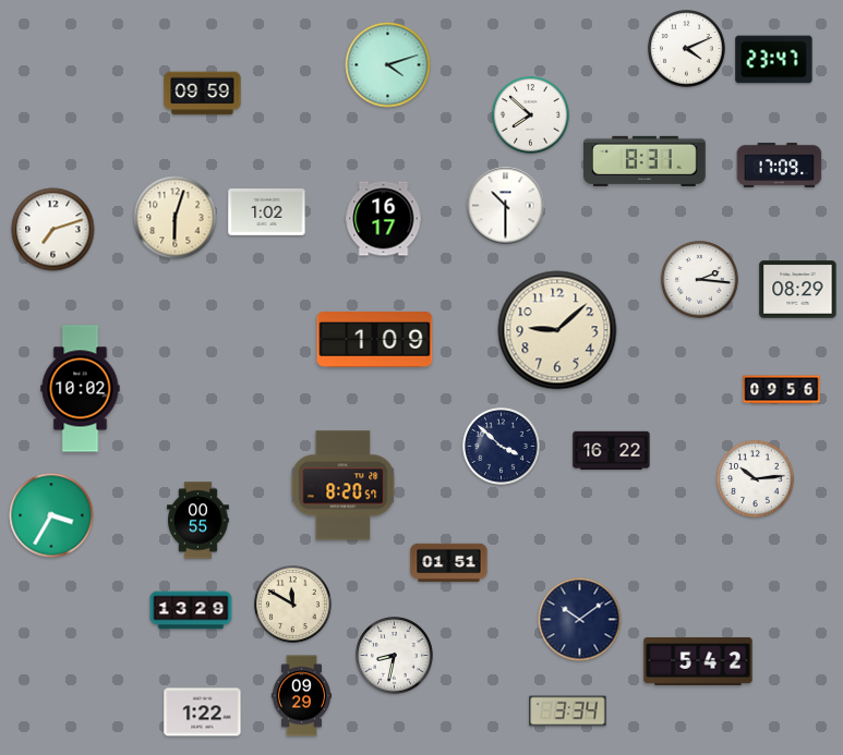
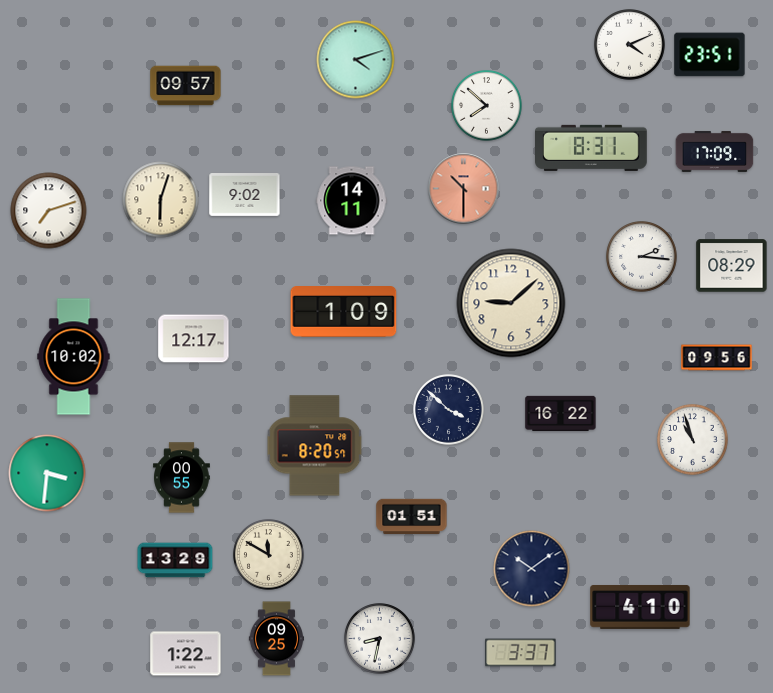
clock at (774, 60): 23:47 -> 23:51
clock at (203, 94): 09:59 -> 09:57
clock at (506, 206) dial: white -> salmon
clock at (267, 212): 1:02 -> 9:02
clock at (384, 219): 16:17 -> 14:11
clock at (194, 339): none -> 12:17
clock at (502, 447) position: (502, 447) -> (449, 410)
clock at (756, 479): 10:14 -> 10:57
clock at (51, 515): 3:35 -> 3:31
clock at (395, 656) position: (395, 656) -> (380, 639)
clock at (698, 661): 5:42 -> 4:10
clock at (301, 696): 09:29 -> 09:25
clock at (568, 711): 3:34 -> 3:37
